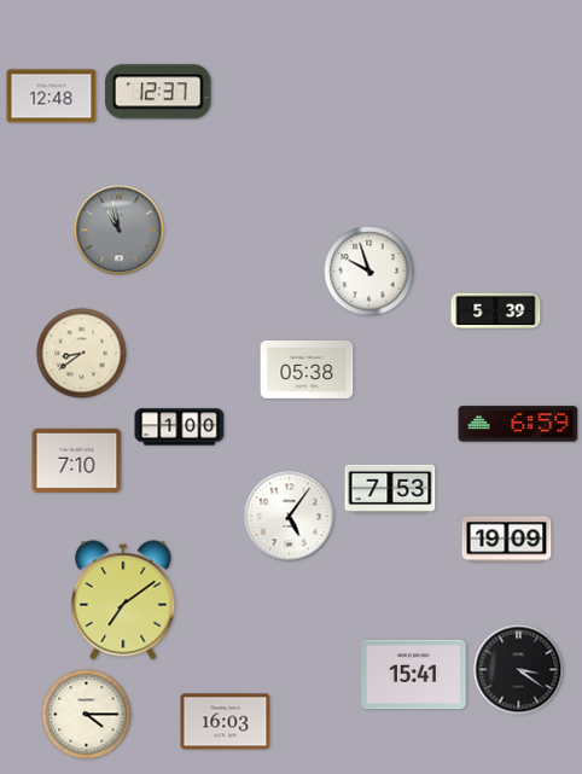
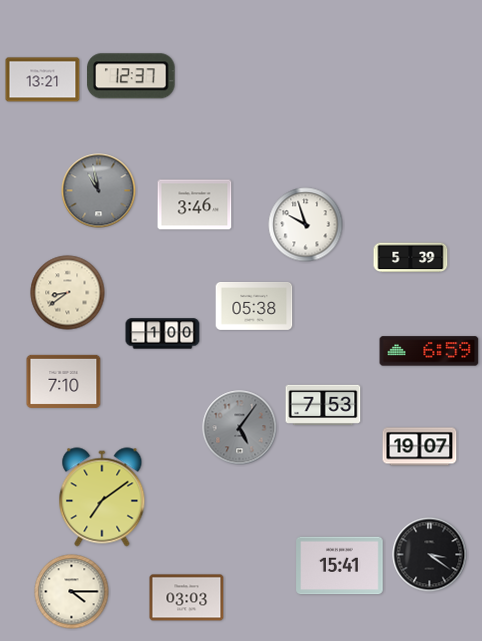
clock at (52, 97): 12:48 -> 13:21
clock at (195, 205): none -> 3:46
clock at (180, 427) position: (180, 427) -> (163, 334)
clock at (290, 517) dial: white -> grey
clock at (507, 540): 19:09 -> 19:07
clock at (414, 675) position: (414, 675) -> (340, 566)
clock at (226, 722): 16:03 -> 03:03
